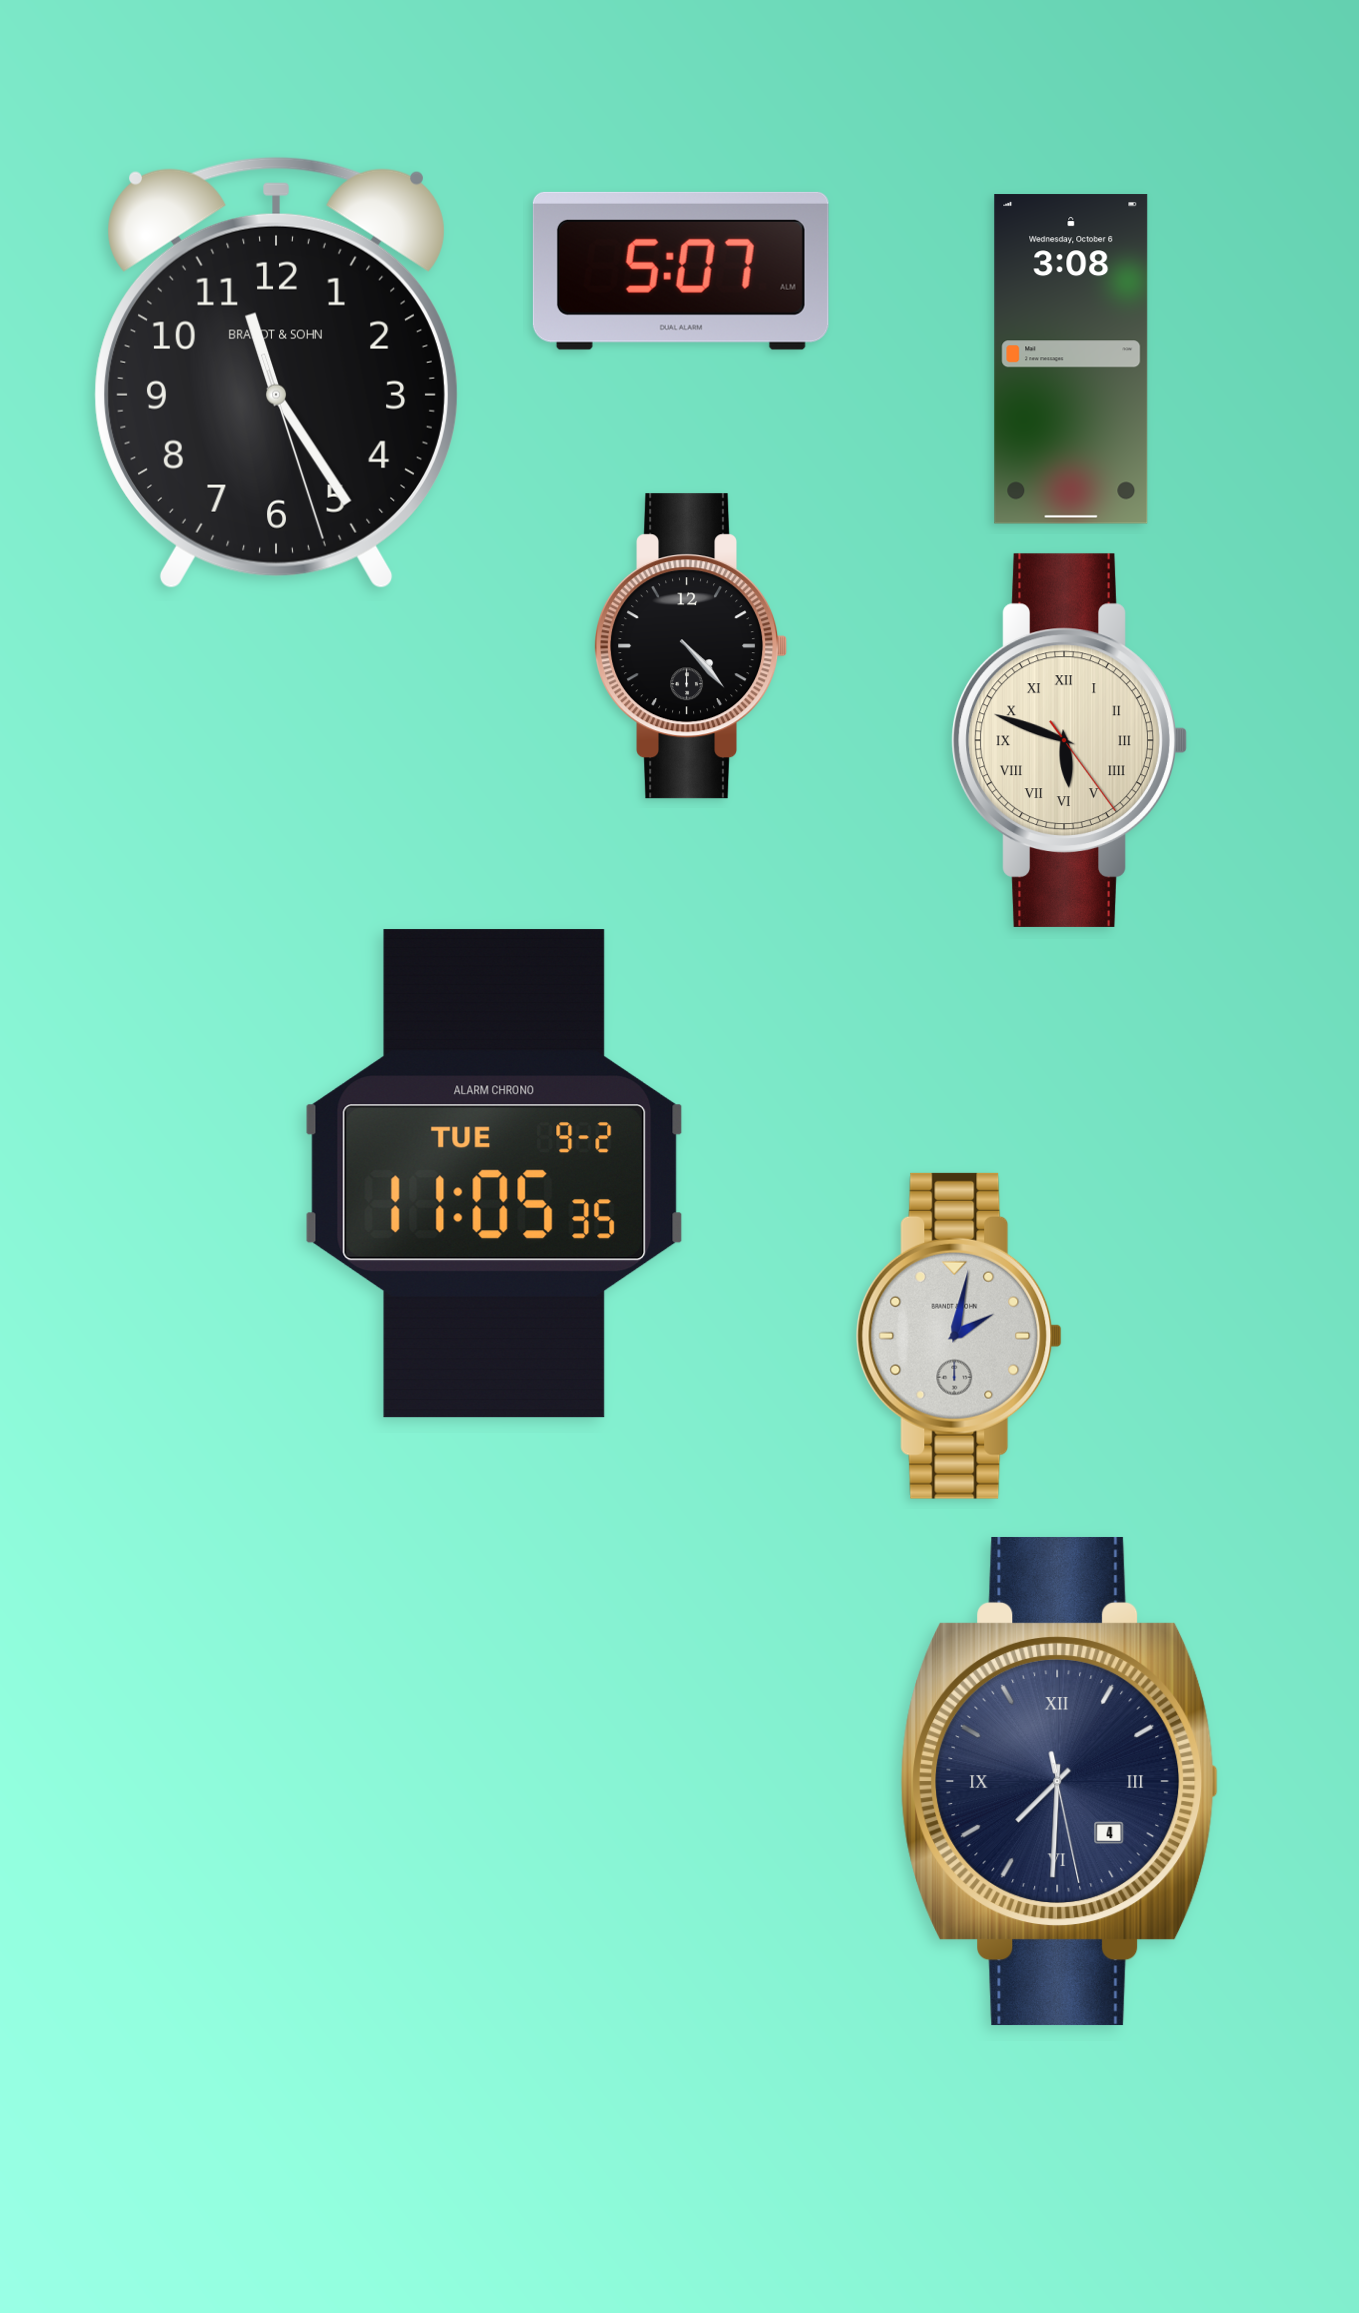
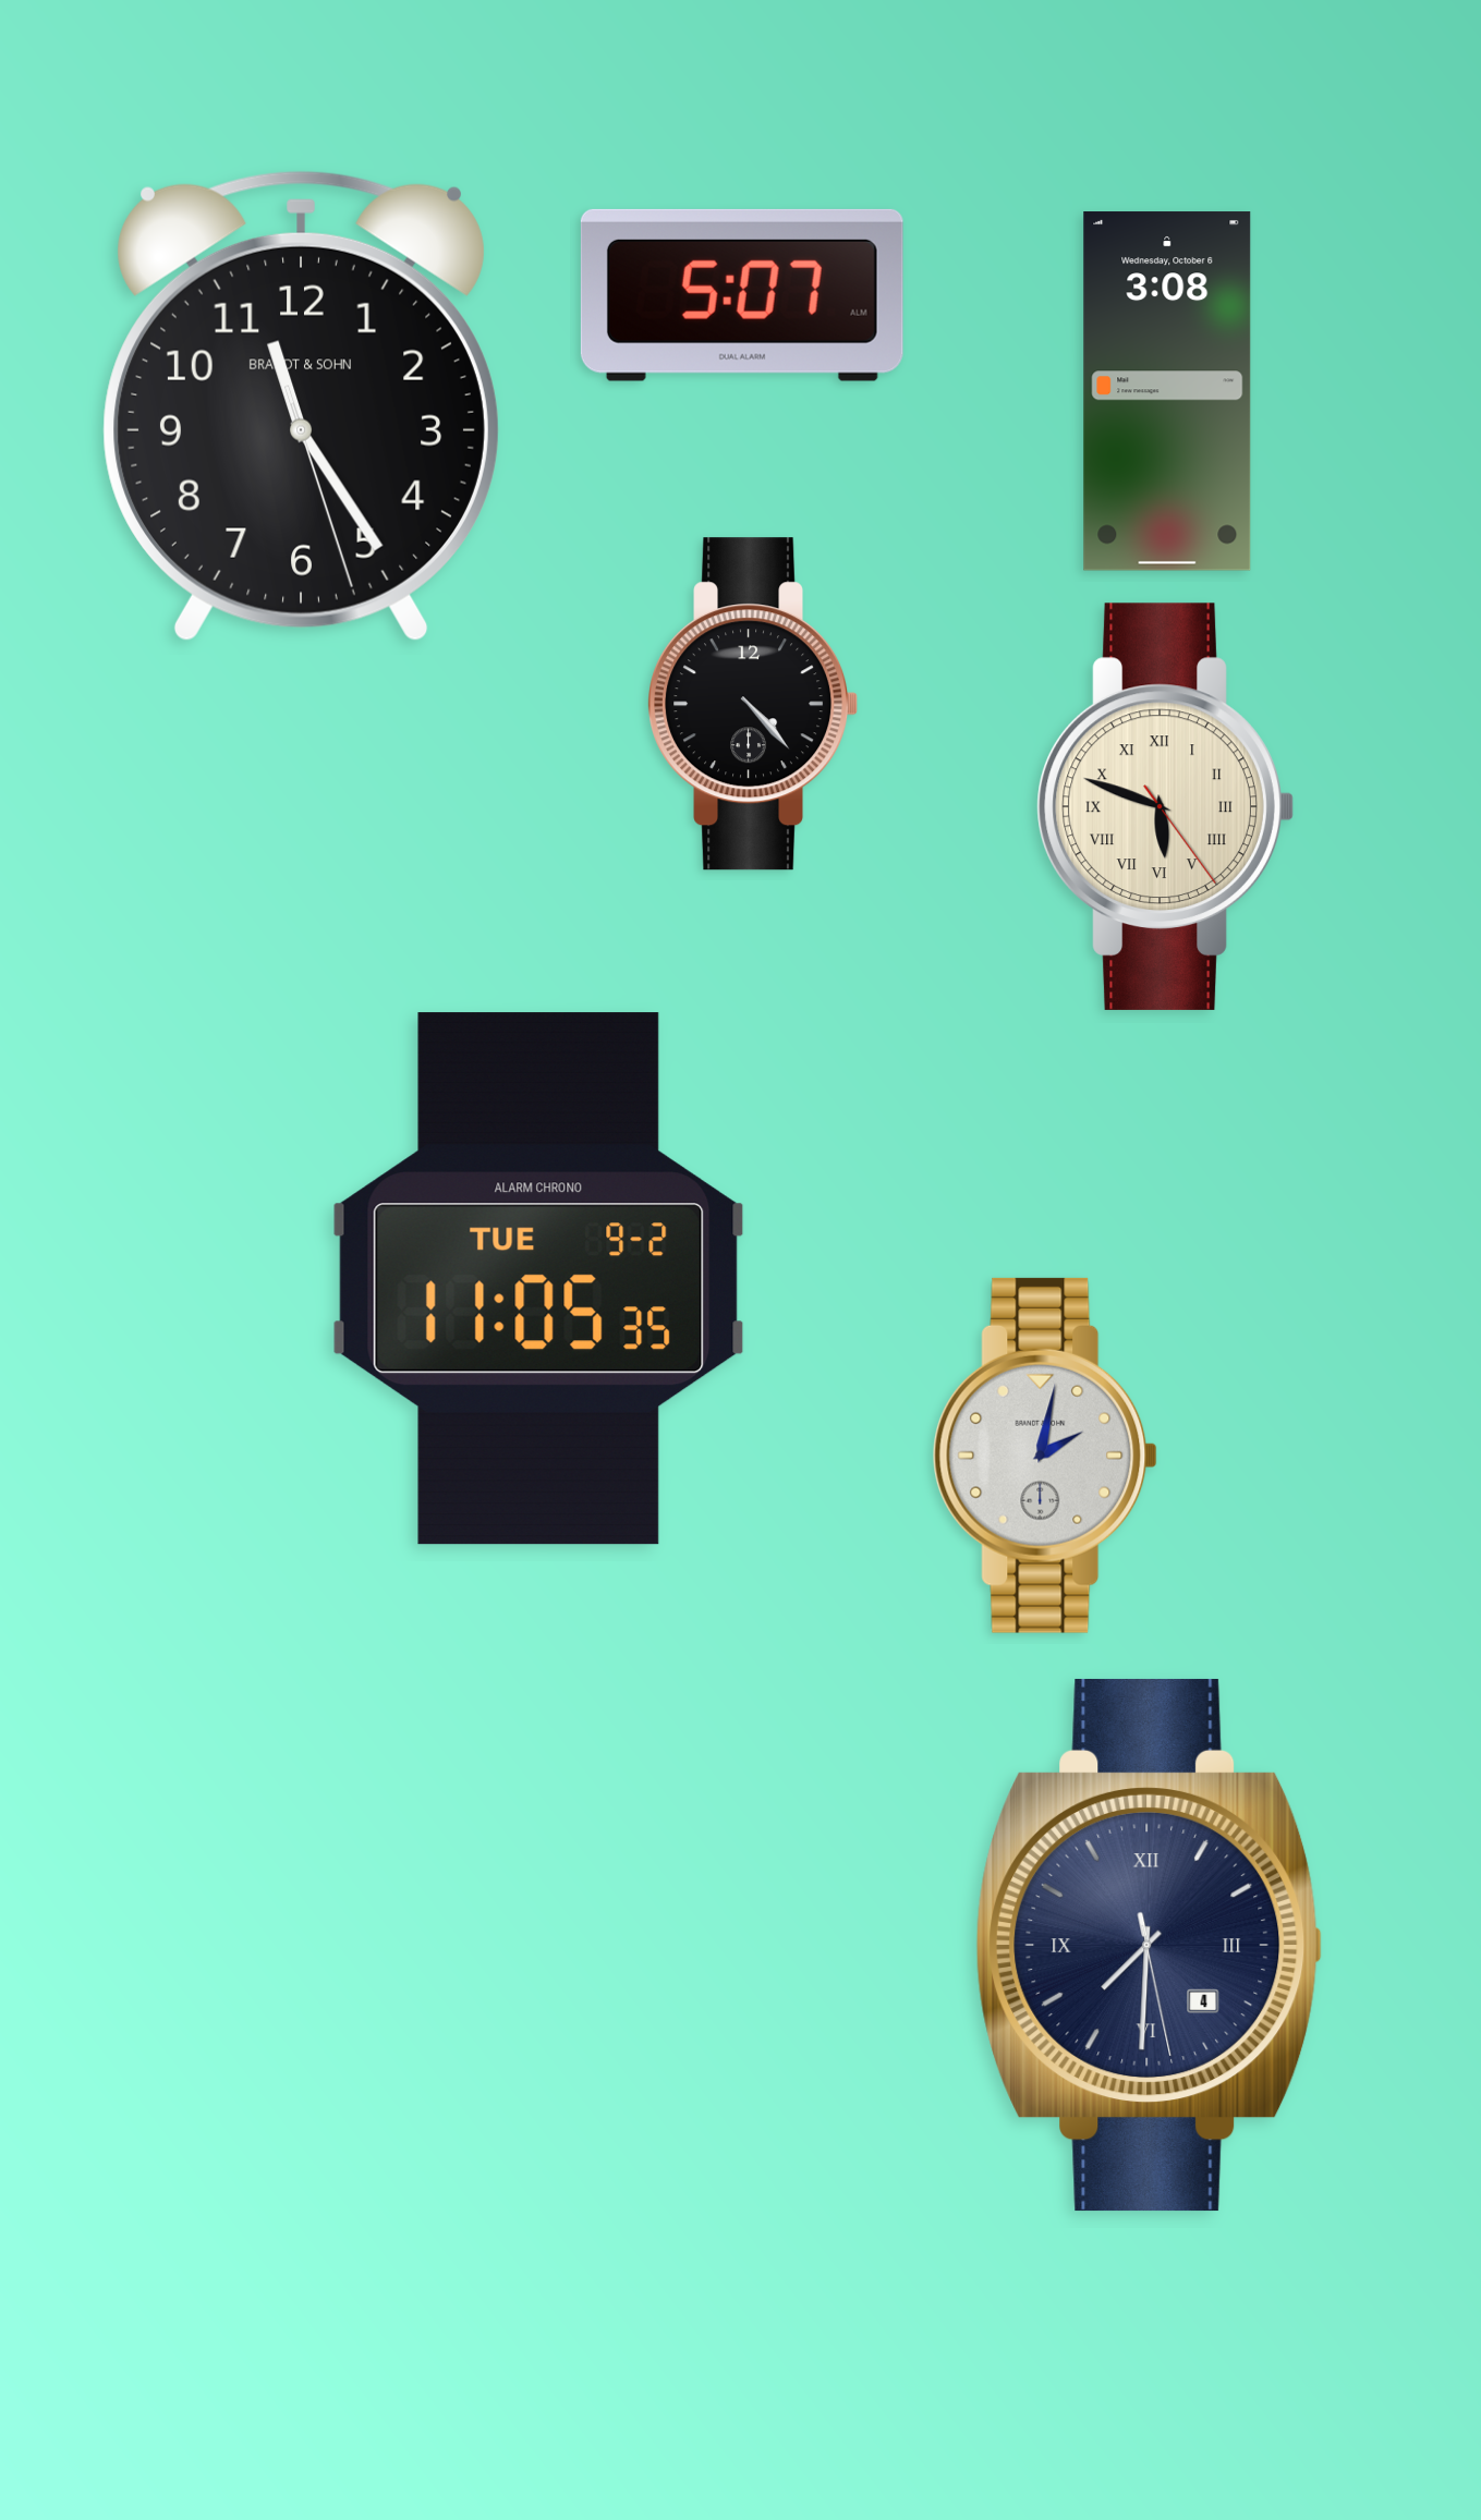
clock at (1060, 1781) position: (1060, 1781) -> (1150, 1945)
